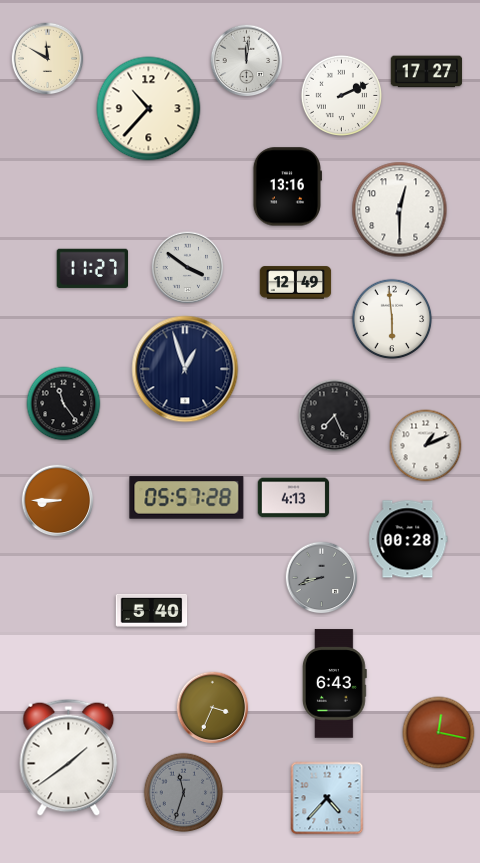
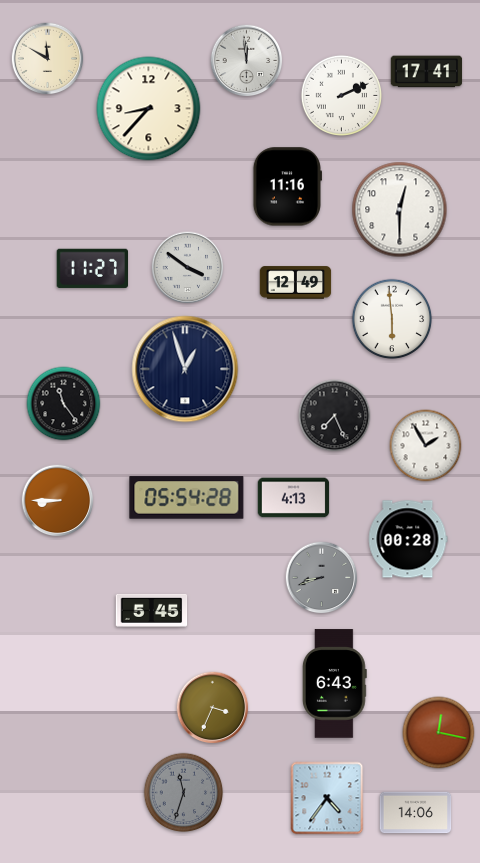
clock at (247, 61): 12:01 -> 11:59
clock at (427, 72): 17:27 -> 17:41
clock at (149, 109): 10:37 -> 8:37
clock at (287, 187): 13:16 -> 11:16
clock at (426, 446): 1:11 -> 1:55
clock at (187, 498): 05:57 -> 05:54
clock at (152, 610): 5:40 -> 5:45
clock at (69, 757): 1:39 -> none
clock at (327, 798): 4:37 -> 4:36
clock at (416, 813): none -> 14:06
